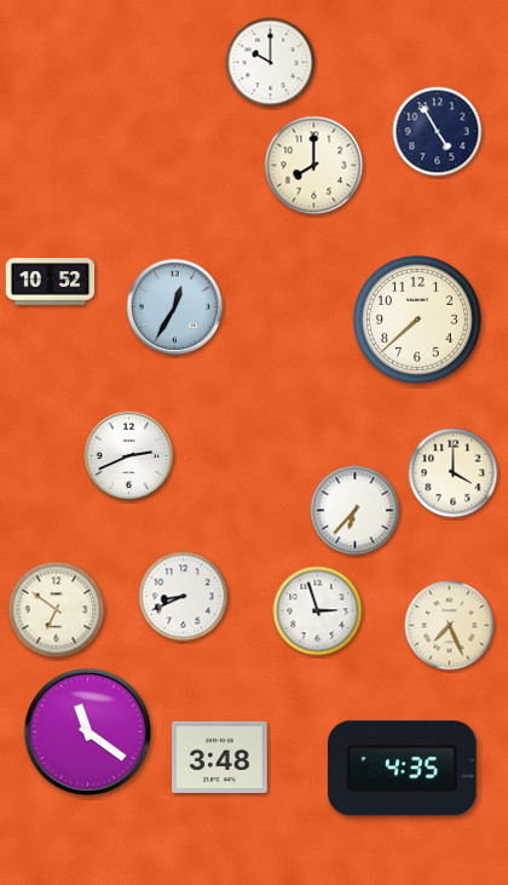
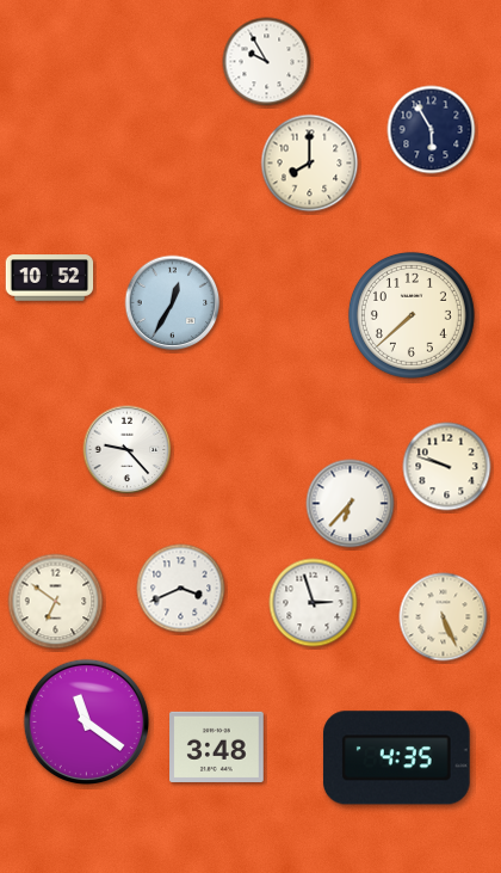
clock at (271, 63): 10:00 -> 9:55
clock at (438, 132): 4:55 -> 5:55
clock at (129, 456): 2:41 -> 9:23
clock at (454, 473): 4:00 -> 9:48
clock at (184, 597): 8:41 -> 3:41
clock at (450, 626): 7:26 -> 5:26
